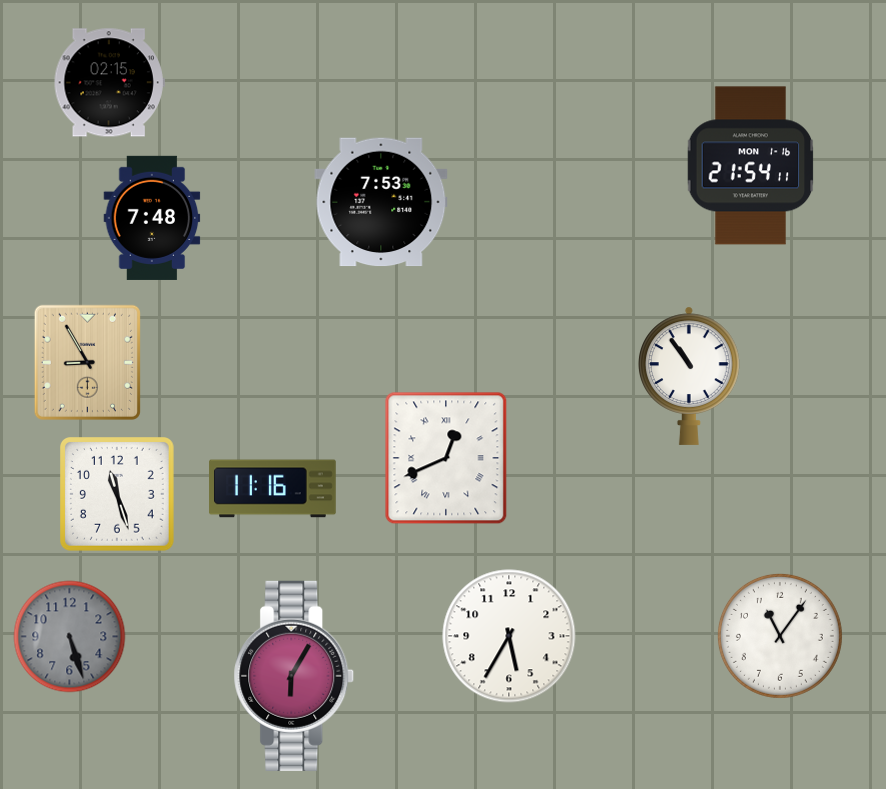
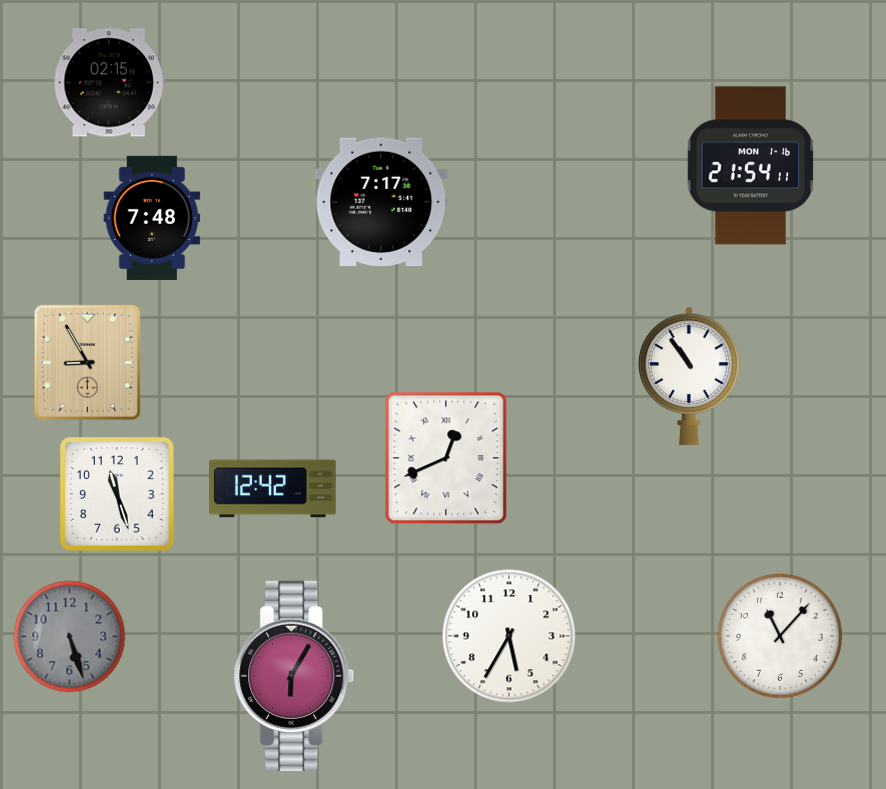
clock at (381, 202): 7:53 -> 7:17
clock at (273, 489): 11:16 -> 12:42
clock at (780, 636): 11:06 -> 11:07
